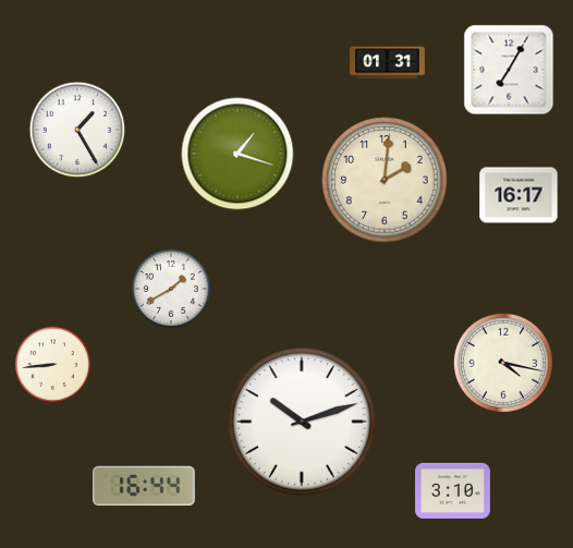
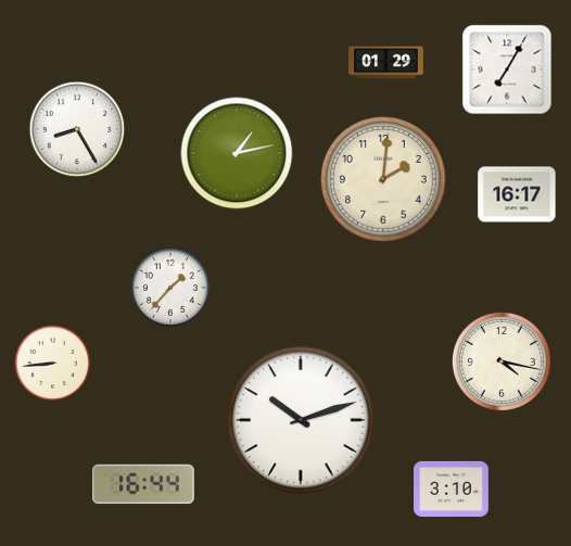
clock at (388, 63): 01:31 -> 01:29
clock at (77, 130): 1:25 -> 8:25
clock at (237, 154): 1:18 -> 1:13
clock at (172, 290): 1:40 -> 1:37
